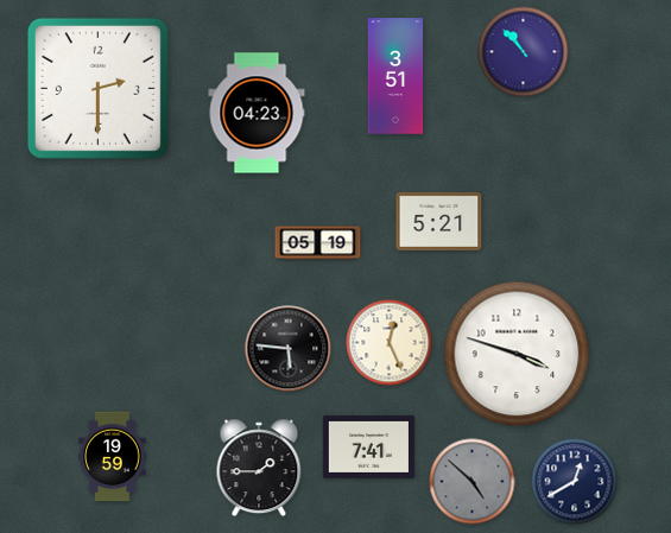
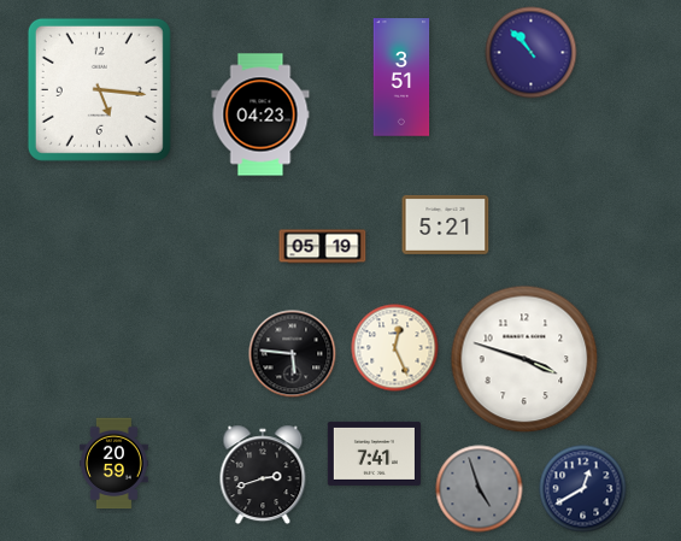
clock at (97, 88): 2:30 -> 5:16
clock at (113, 457): 19:59 -> 20:59
clock at (259, 468): 1:45 -> 2:42
clock at (473, 482): 4:52 -> 4:57
